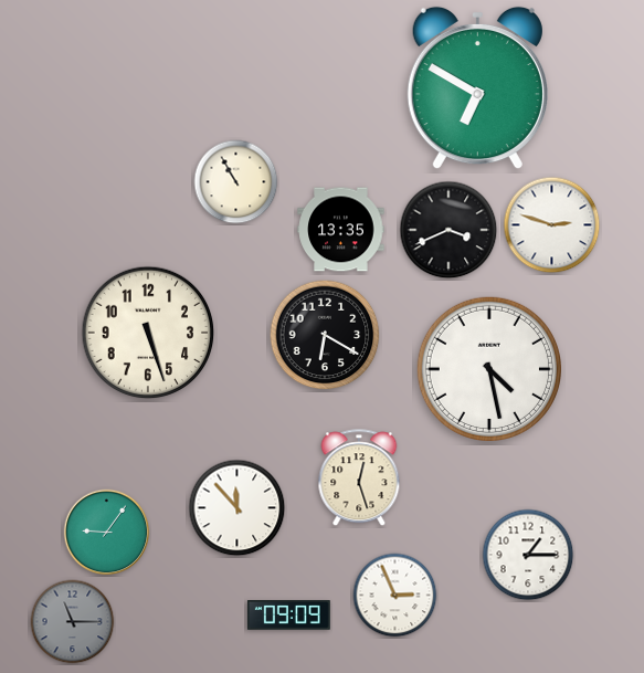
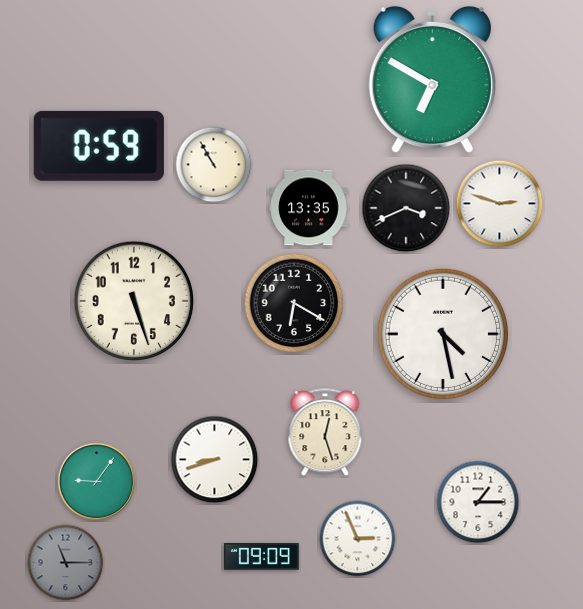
clock at (99, 146): none -> 0:59
clock at (237, 508): 11:53 -> 8:42
